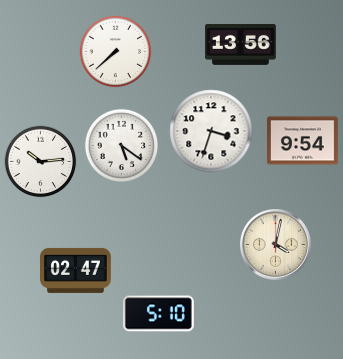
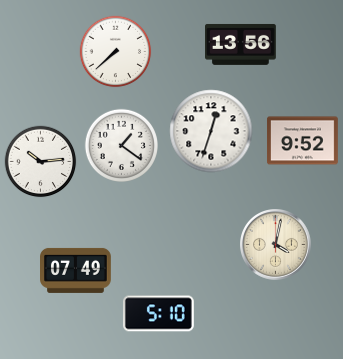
clock at (211, 131): 3:33 -> 12:33
clock at (303, 141): 9:54 -> 9:52
clock at (121, 145): 5:21 -> 1:21
clock at (76, 270): 02:47 -> 07:49
